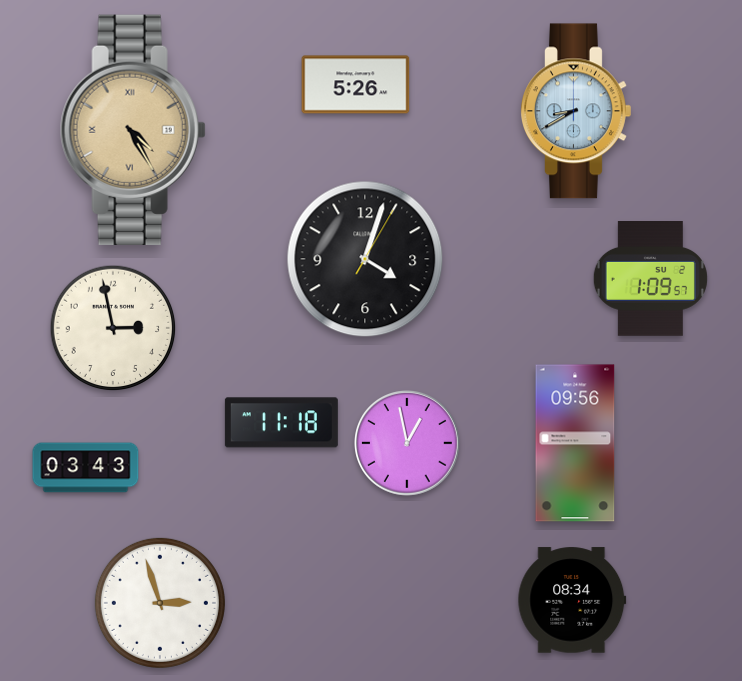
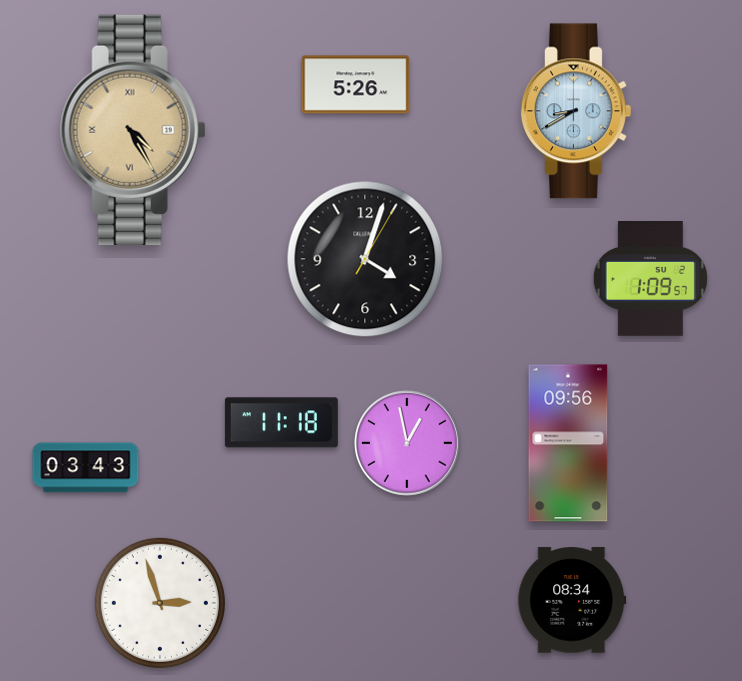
clock at (113, 328): 2:58 -> none
clock at (575, 443) position: (575, 443) -> (568, 443)
